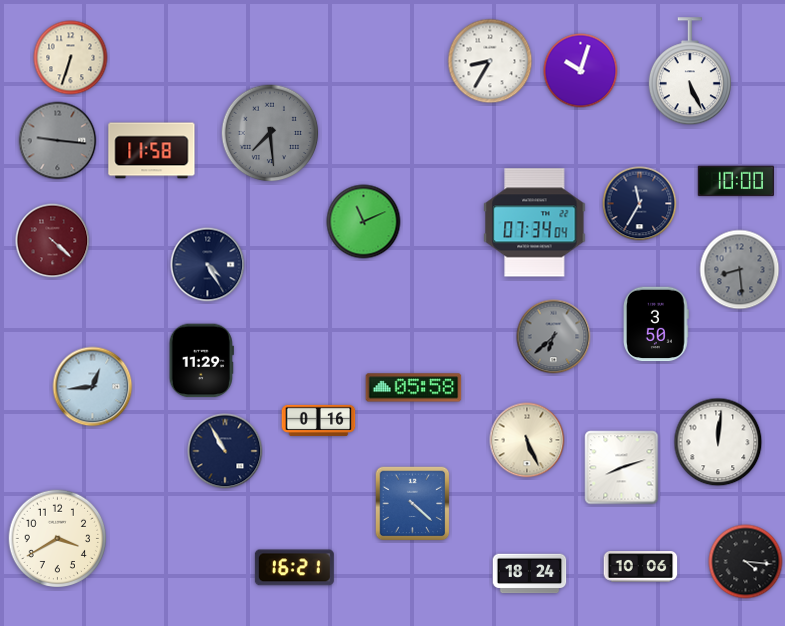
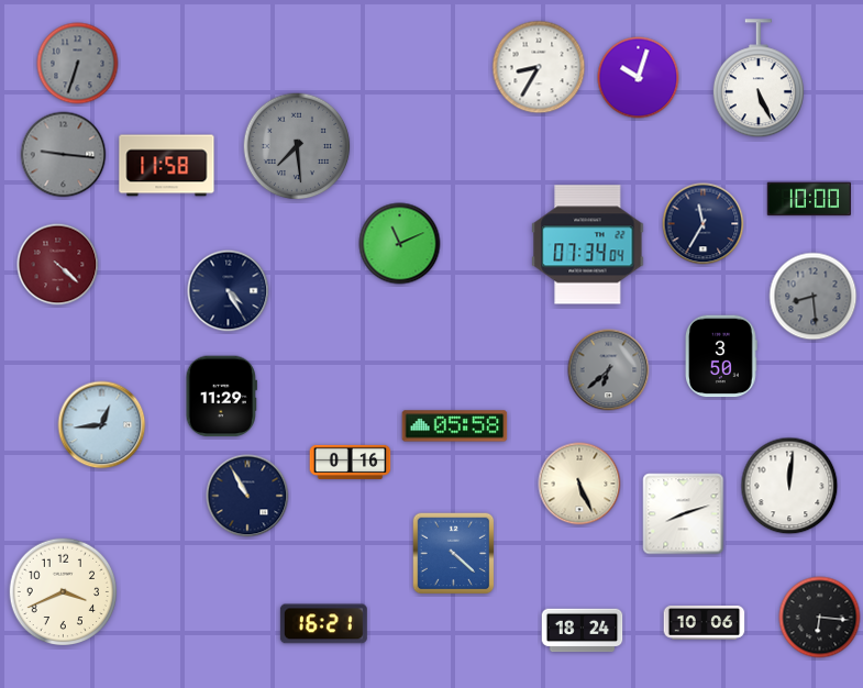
clock at (71, 58) dial: cream -> grey
clock at (58, 539): 3:40 -> 3:41
clock at (746, 562): 4:16 -> 6:16
